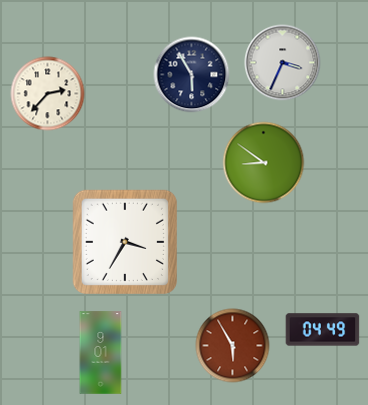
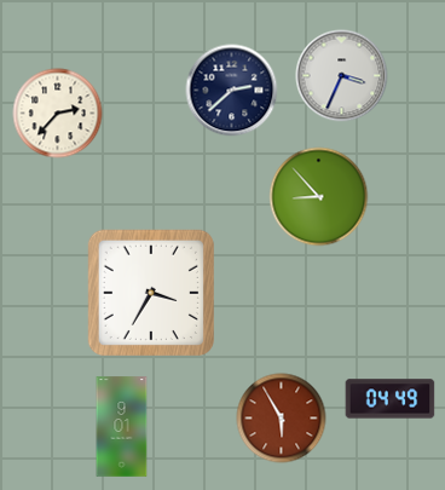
clock at (192, 75): 5:55 -> 2:38
clock at (264, 163): 8:51 -> 8:53
